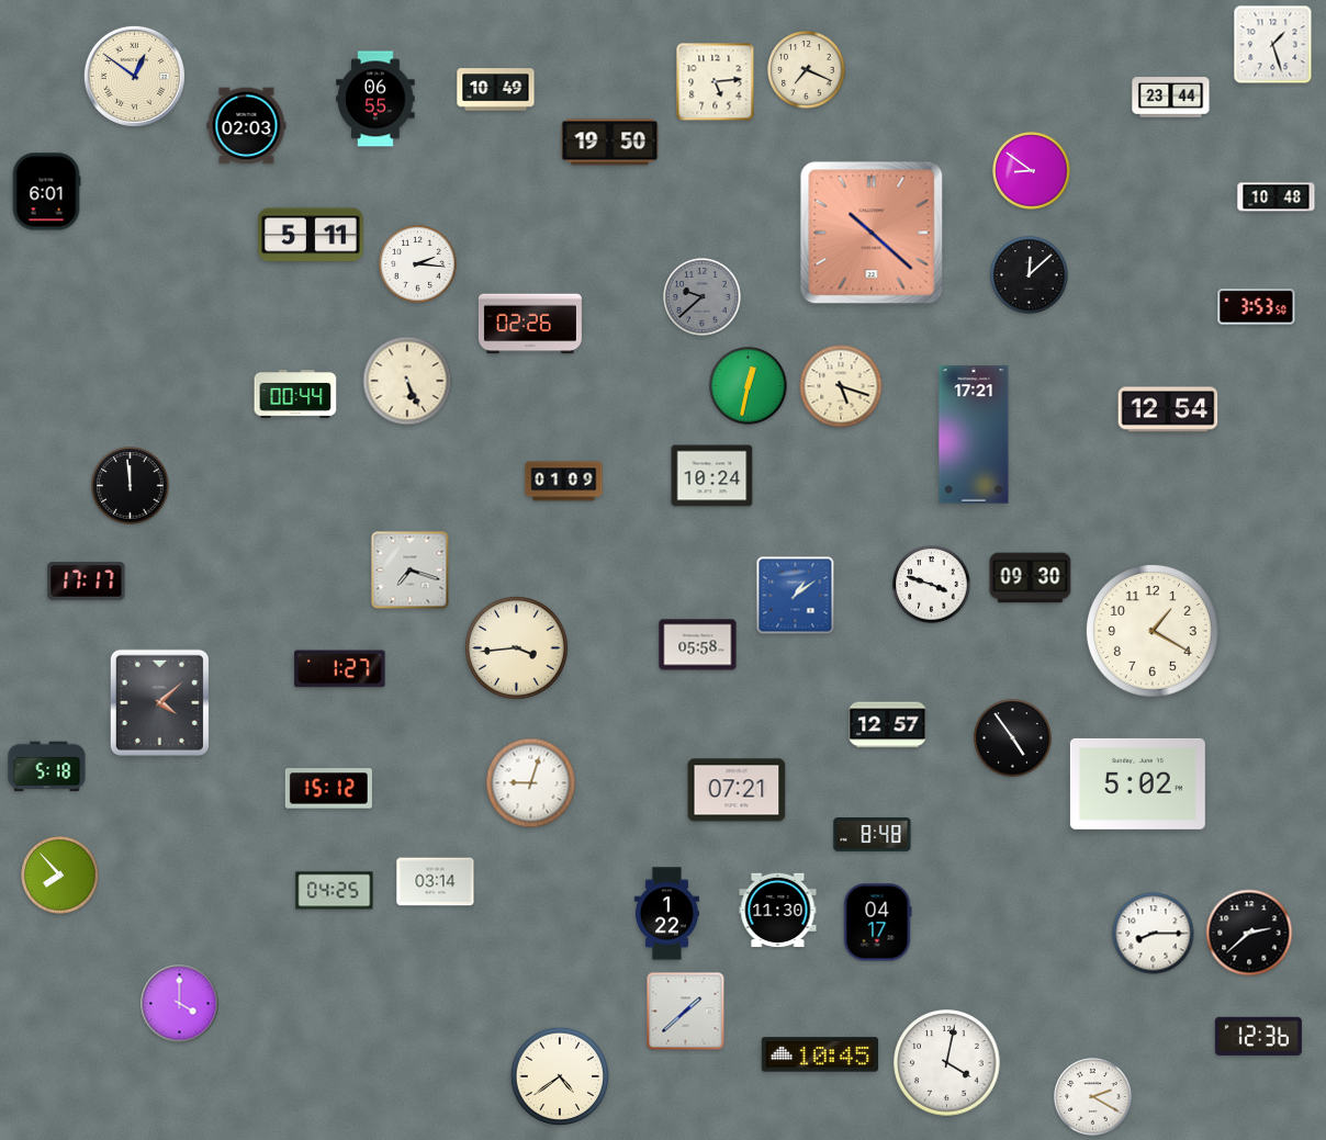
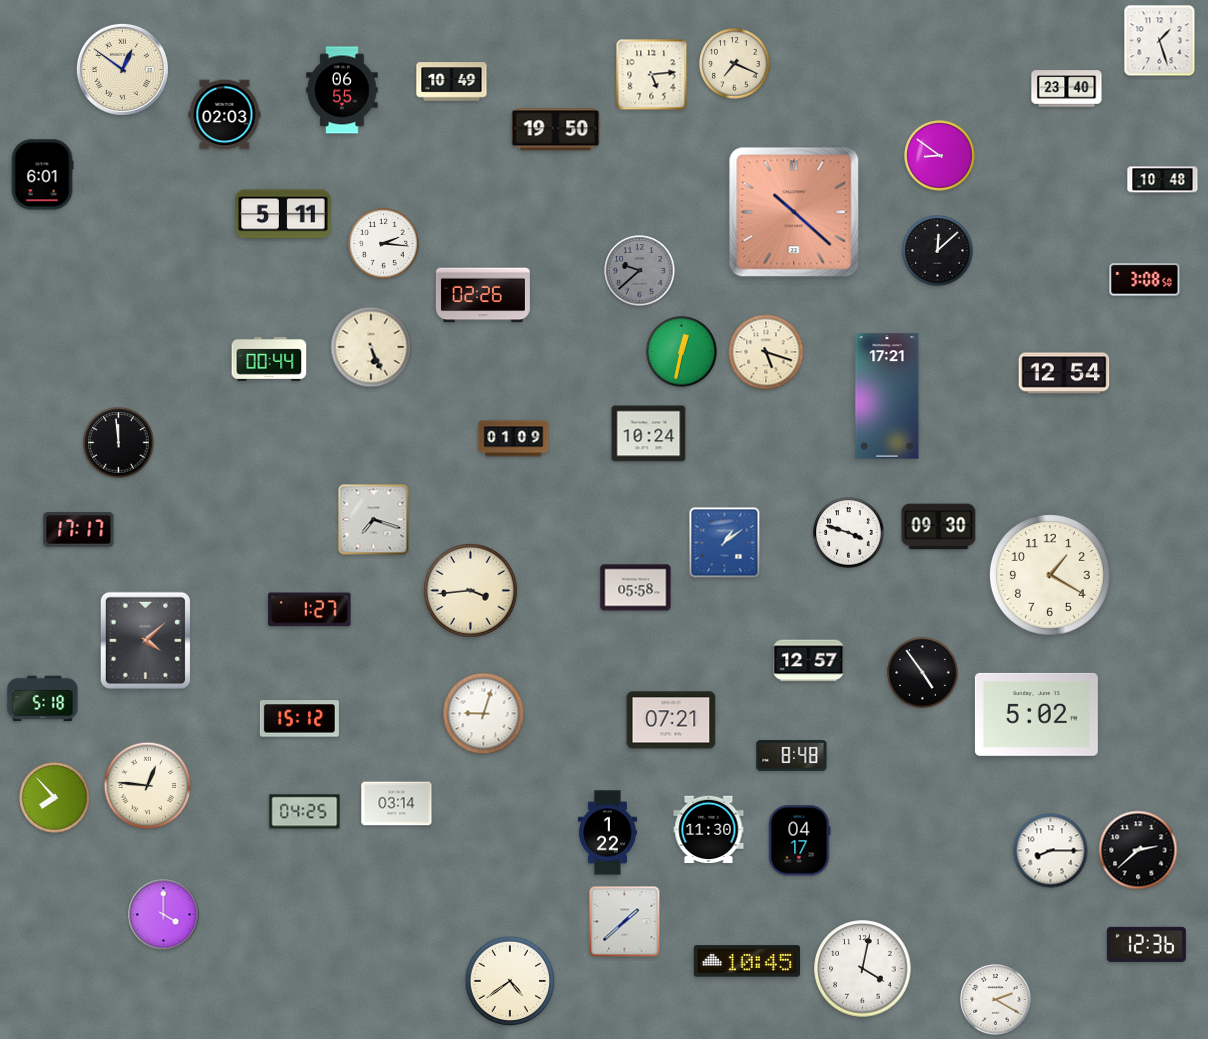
clock at (1171, 98): 23:44 -> 23:40
clock at (418, 264) position: (418, 264) -> (384, 244)
clock at (1257, 307): 3:53 -> 3:08
clock at (873, 835) position: (873, 835) -> (792, 756)
clock at (148, 786): none -> 12:46
